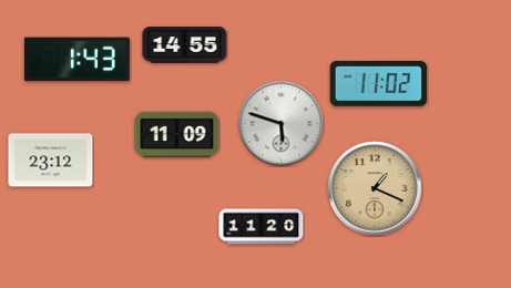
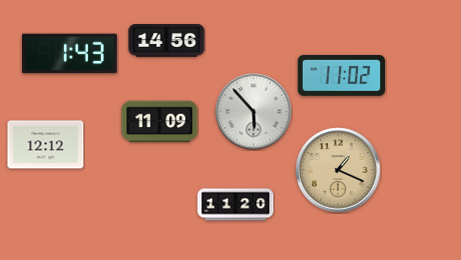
clock at (185, 45): 14:55 -> 14:56
clock at (282, 124): 5:48 -> 5:53
clock at (51, 161): 23:12 -> 12:12
